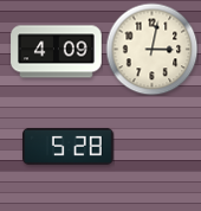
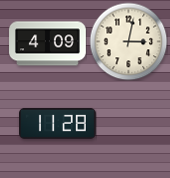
clock at (69, 146): 5:28 -> 11:28
